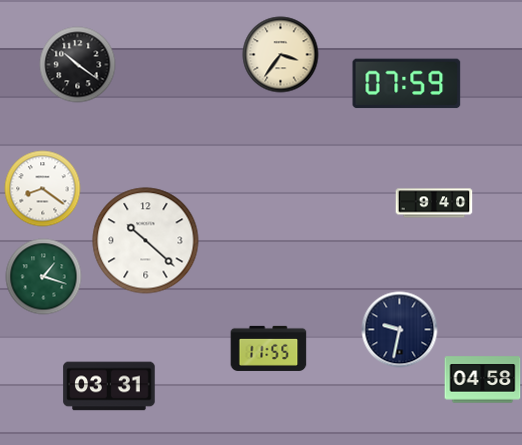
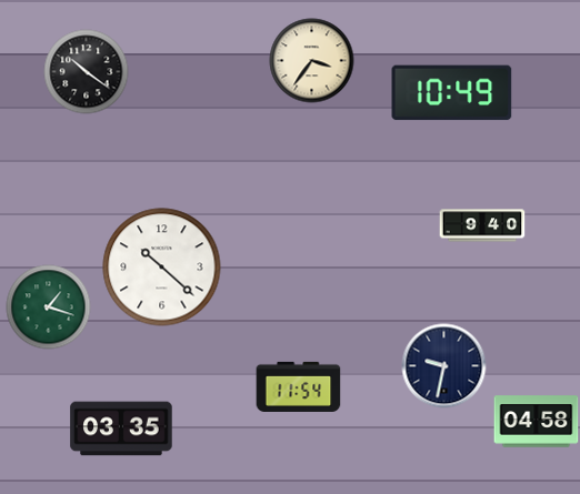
clock at (407, 84): 07:59 -> 10:49
clock at (43, 189): 8:21 -> none
clock at (269, 348): 11:55 -> 11:54
clock at (109, 386): 03:31 -> 03:35
